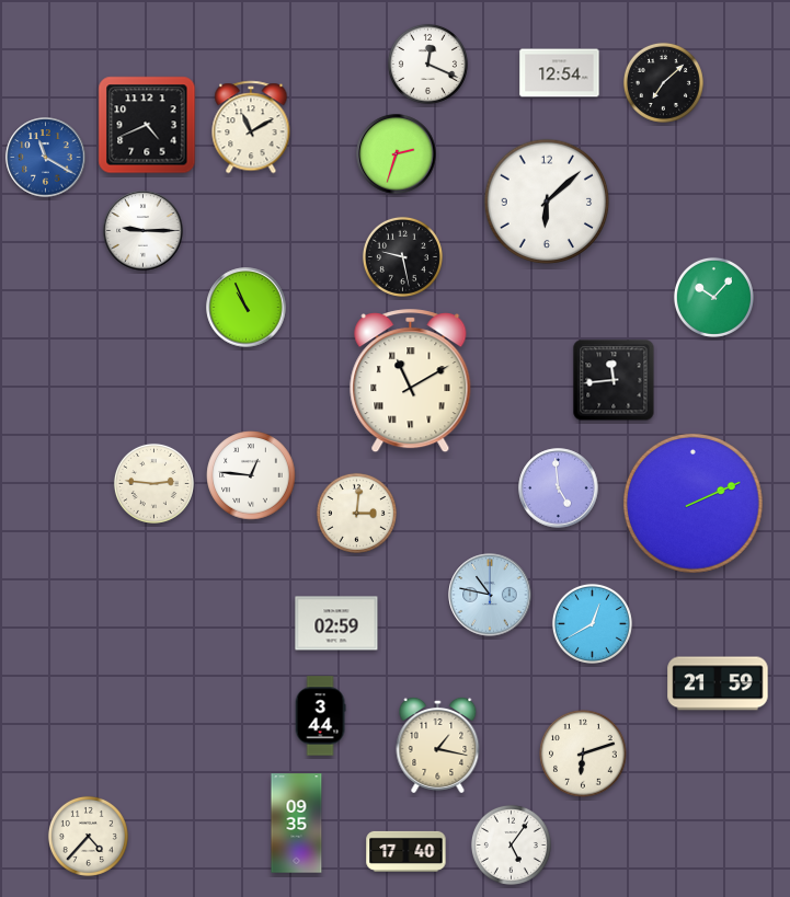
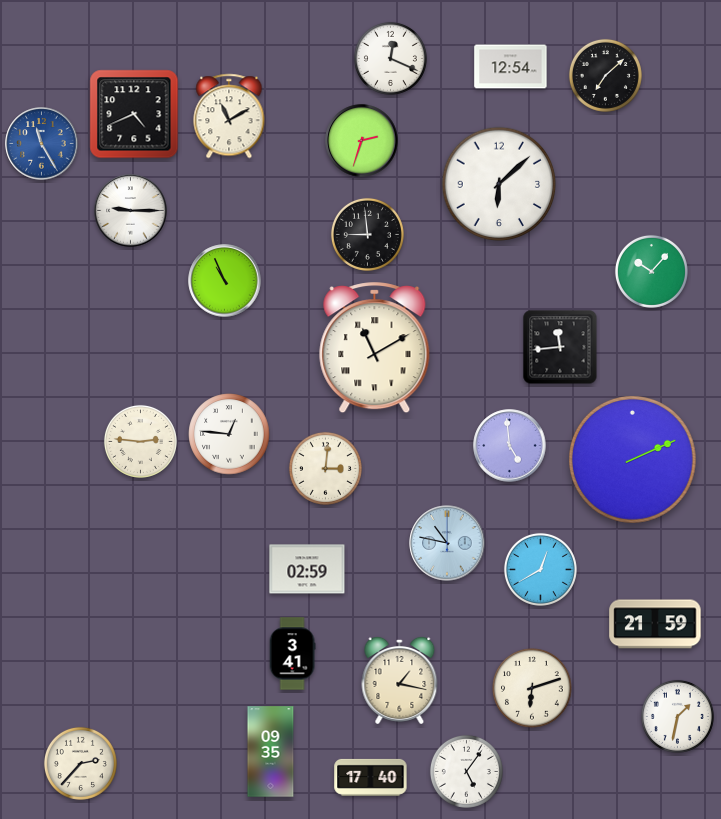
clock at (46, 158): 11:20 -> 11:25
clock at (402, 256): 9:28 -> 8:59
clock at (320, 716): 3:44 -> 3:41
clock at (677, 716): none -> 1:32
clock at (88, 836): 4:37 -> 2:37
